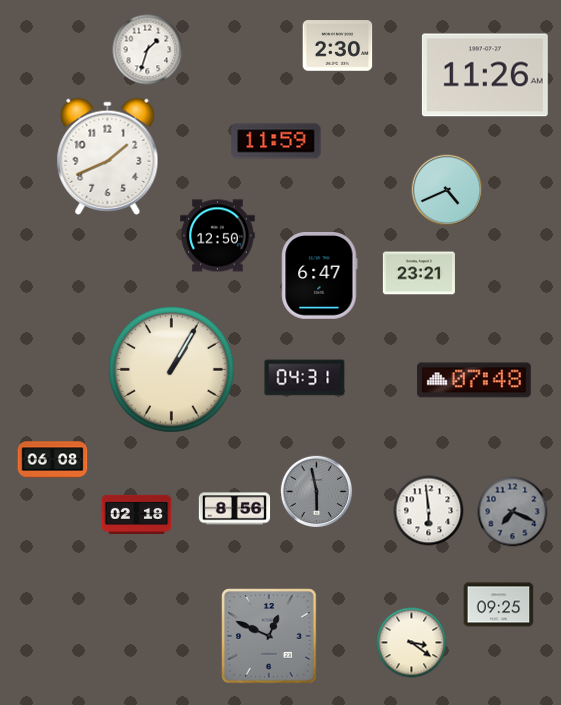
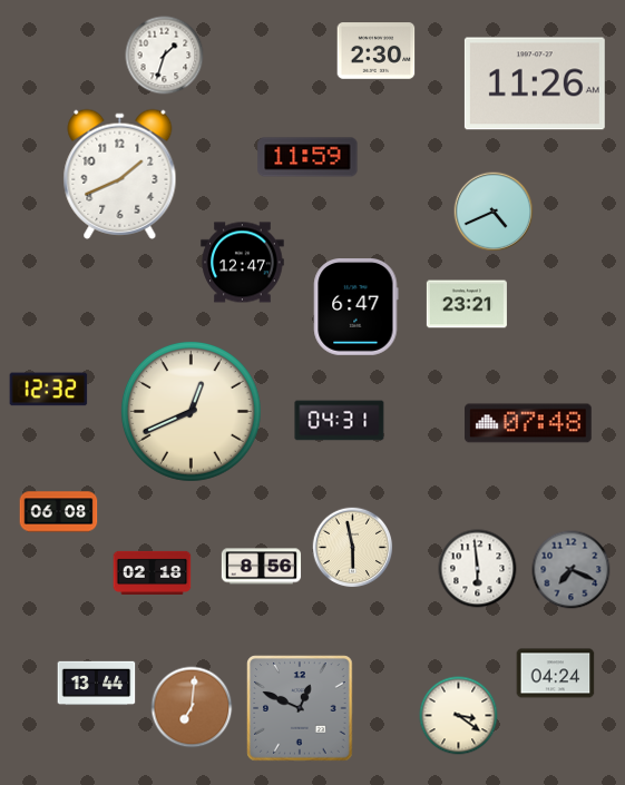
clock at (485, 75) position: (485, 75) -> (535, 84)
clock at (447, 190) position: (447, 190) -> (494, 212)
clock at (218, 236): 12:50 -> 12:47
clock at (49, 390): none -> 12:32
clock at (171, 369): 1:05 -> 12:41
clock at (317, 492) dial: grey -> cream
clock at (499, 605): 09:25 -> 04:24
clock at (97, 684): none -> 13:44
clock at (192, 707): none -> 7:01
